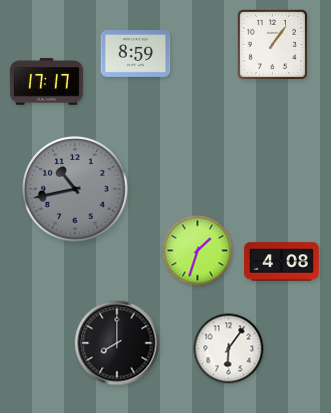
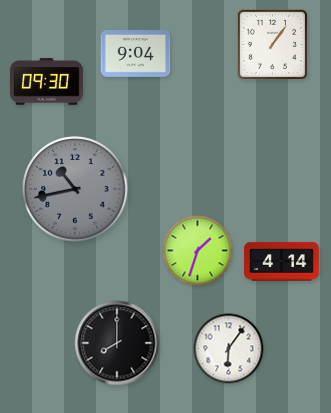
clock at (136, 54): 8:59 -> 9:04
clock at (46, 82): 17:17 -> 09:30
clock at (282, 262): 4:08 -> 4:14
